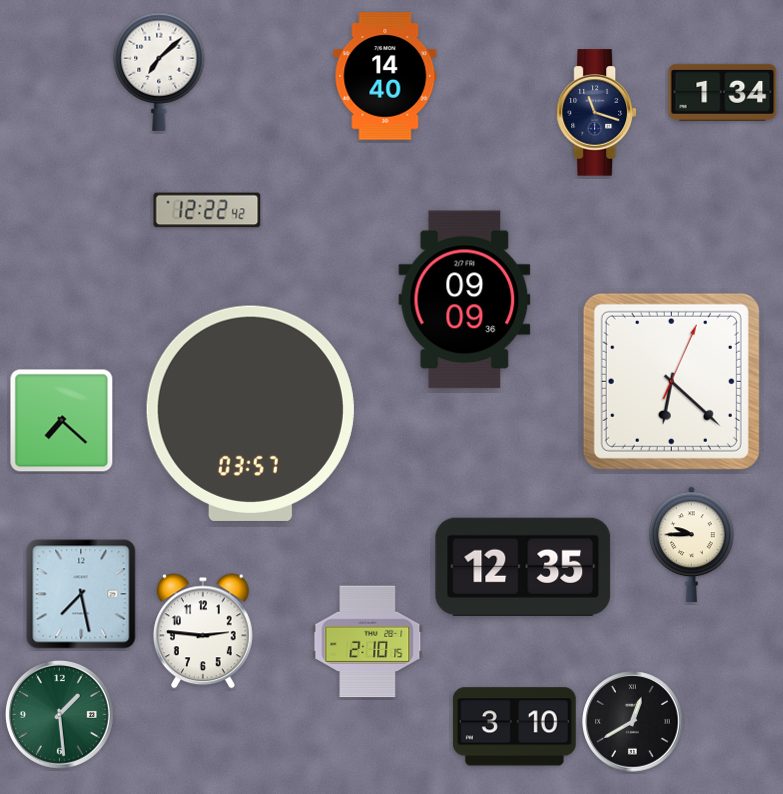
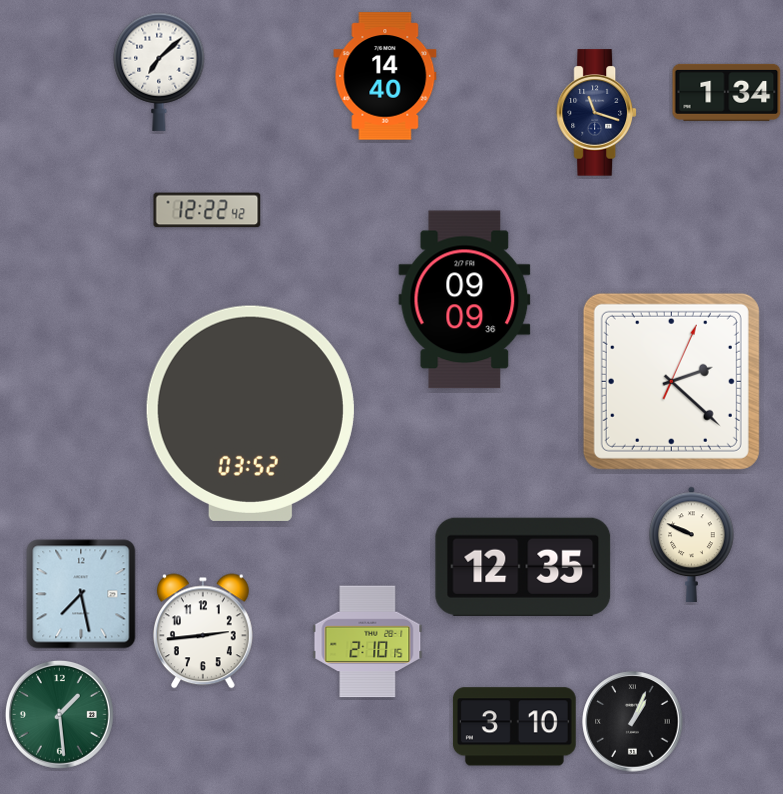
clock at (723, 92) position: (723, 92) -> (727, 92)
clock at (671, 381): 6:22 -> 2:22
clock at (250, 413): 03:57 -> 03:52
clock at (62, 421): 7:22 -> none
clock at (692, 544): 9:45 -> 9:49
clock at (203, 631): 2:46 -> 2:44
clock at (633, 722): 12:40 -> 1:04
